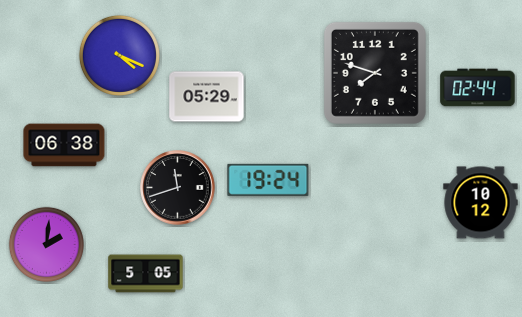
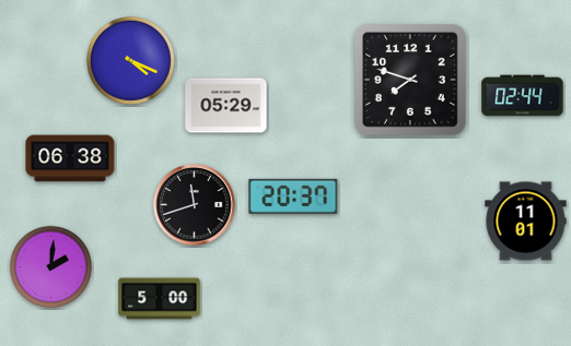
clock at (268, 180): 19:24 -> 20:37
clock at (481, 203): 10:12 -> 11:01
clock at (146, 274): 5:05 -> 5:00
